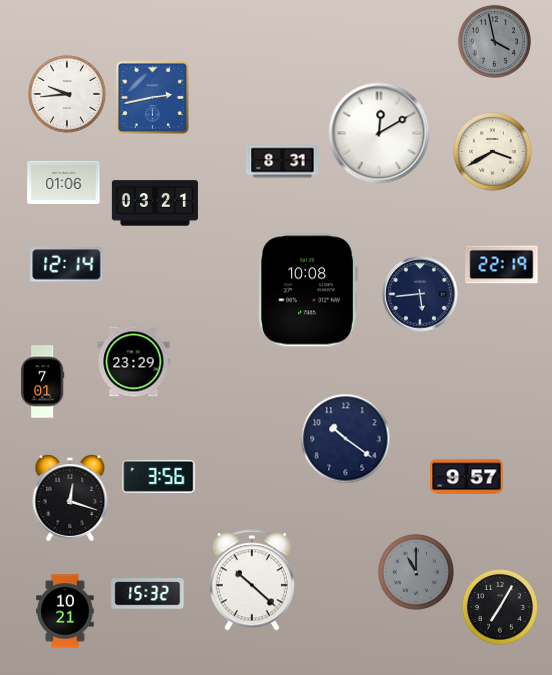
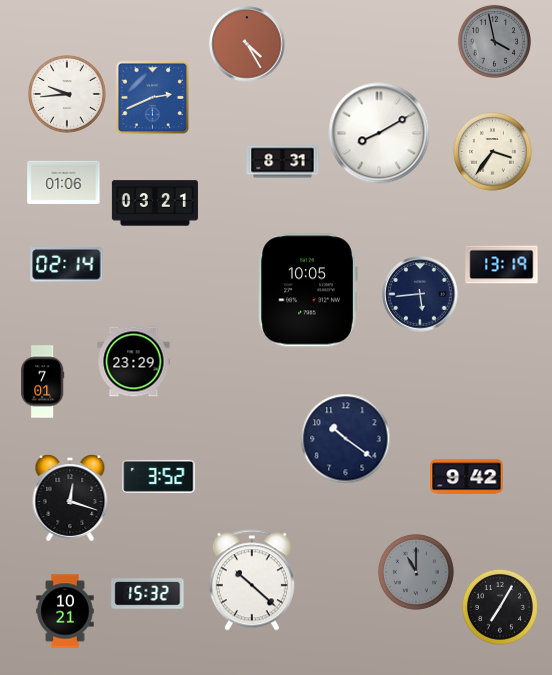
clock at (247, 44): none -> 4:25
clock at (152, 97): 2:43 -> 2:41
clock at (379, 133): 12:10 -> 8:10
clock at (493, 152): 3:40 -> 3:36
clock at (67, 265): 12:14 -> 02:14
clock at (502, 265): 22:19 -> 13:19
clock at (308, 290): 10:08 -> 10:05
clock at (159, 476): 3:56 -> 3:52
clock at (467, 477): 9:57 -> 9:42
